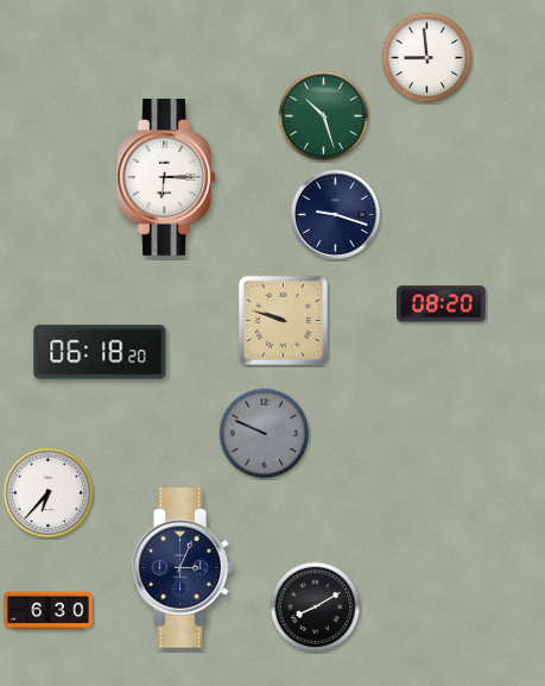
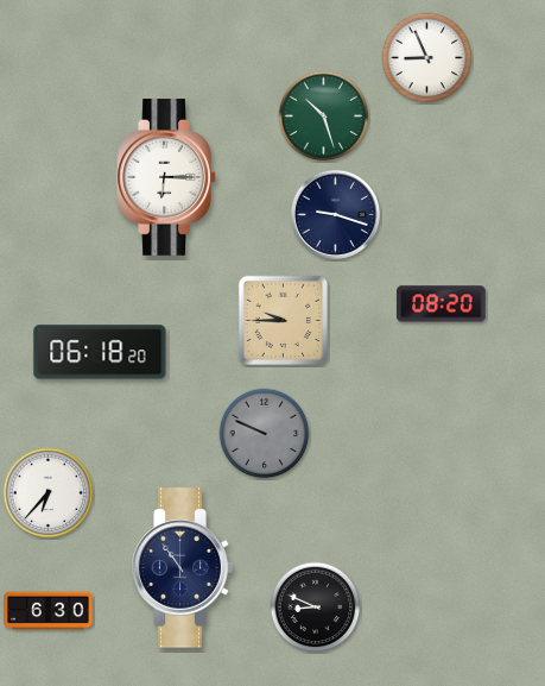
clock at (427, 58): 8:59 -> 8:56
clock at (283, 320): 9:48 -> 9:45
clock at (182, 568): 3:04 -> 10:54
clock at (316, 608): 8:10 -> 8:49
